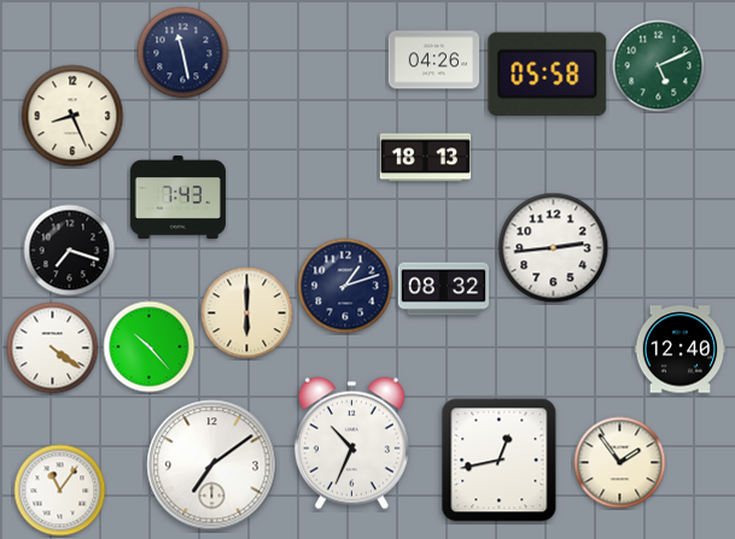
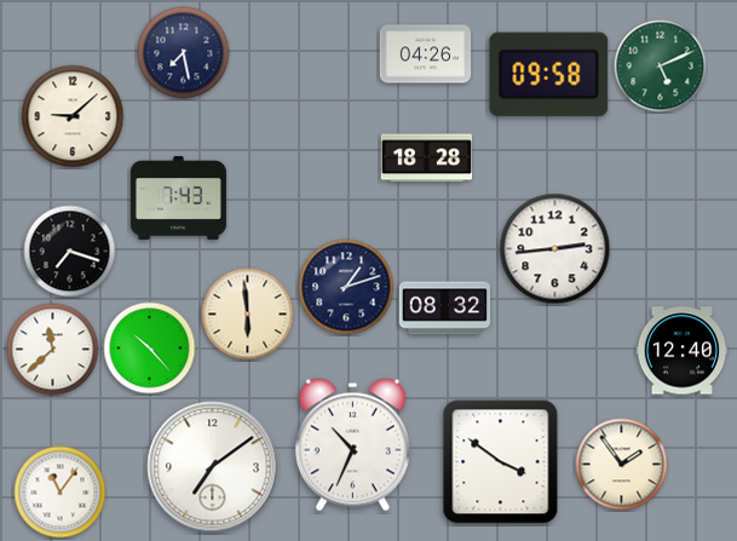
clock at (183, 53): 11:28 -> 7:28
clock at (434, 60) position: (434, 60) -> (426, 54)
clock at (548, 74): 05:58 -> 09:58
clock at (72, 116): 8:26 -> 9:08
clock at (426, 158): 18:13 -> 18:28
clock at (444, 289) position: (444, 289) -> (445, 309)
clock at (247, 314): 6:00 -> 5:59
clock at (53, 348): 4:21 -> 11:38
clock at (500, 461): 12:43 -> 3:51
